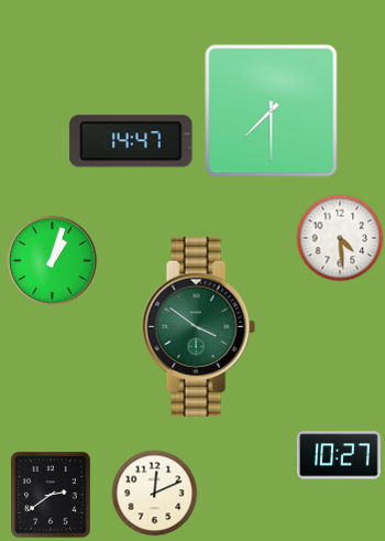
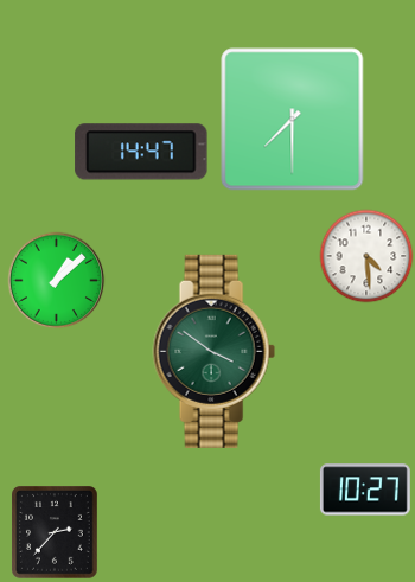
clock at (53, 261): 1:03 -> 1:08
clock at (155, 494): 12:11 -> none
clock at (52, 495): 2:39 -> 2:37
